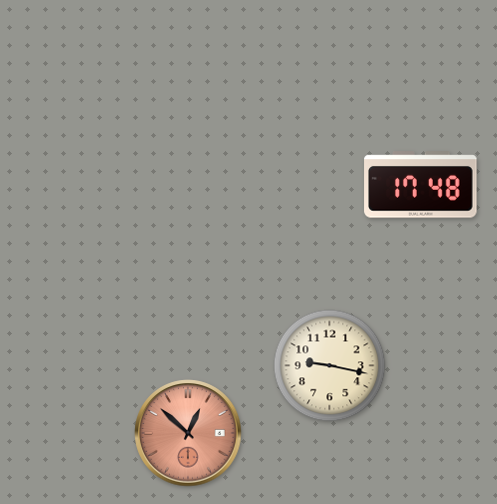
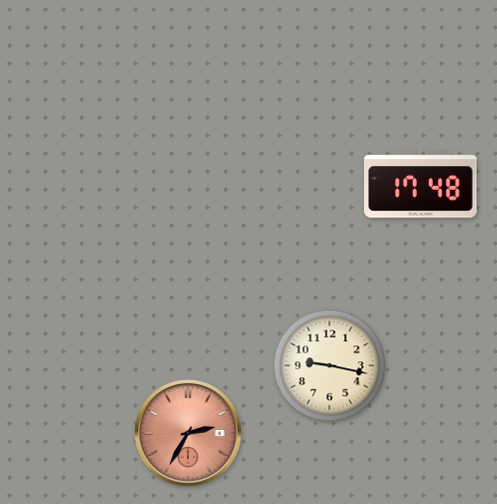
clock at (188, 433): 12:52 -> 2:35
